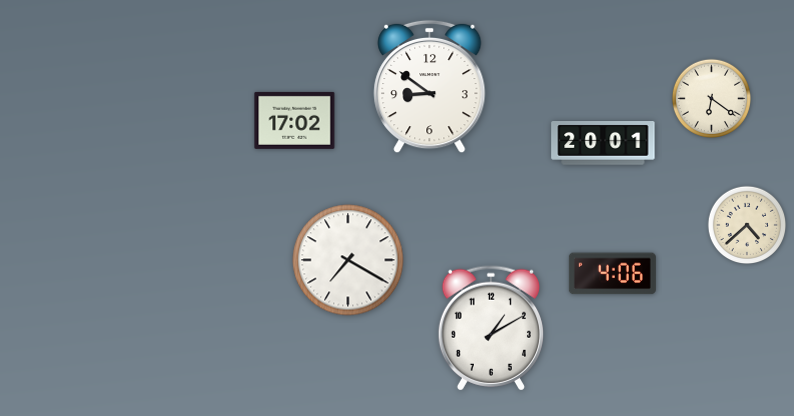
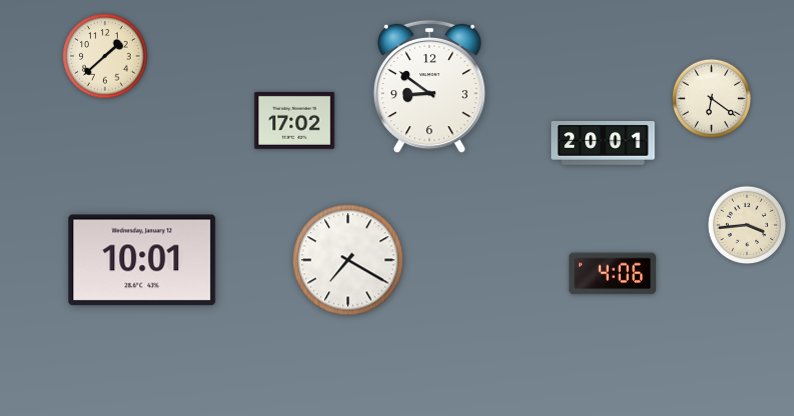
clock at (105, 56): none -> 1:38
clock at (747, 225): 4:38 -> 3:44
clock at (142, 260): none -> 10:01
clock at (491, 328): 1:10 -> none
